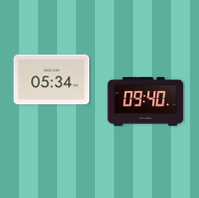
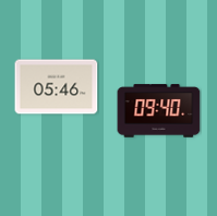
clock at (52, 80): 05:34 -> 05:46
